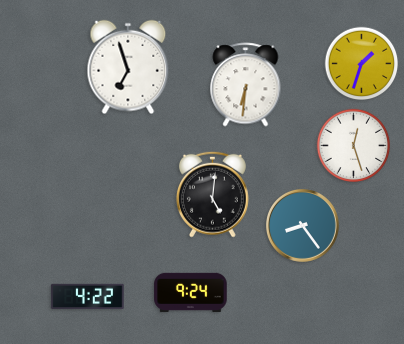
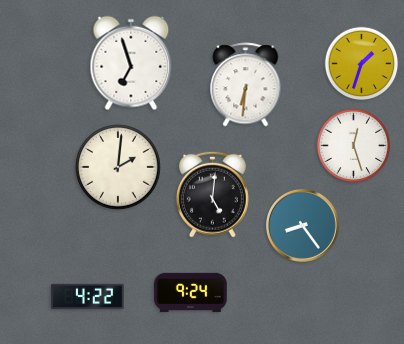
clock at (128, 67) position: (128, 67) -> (131, 63)
clock at (118, 167): none -> 2:01
